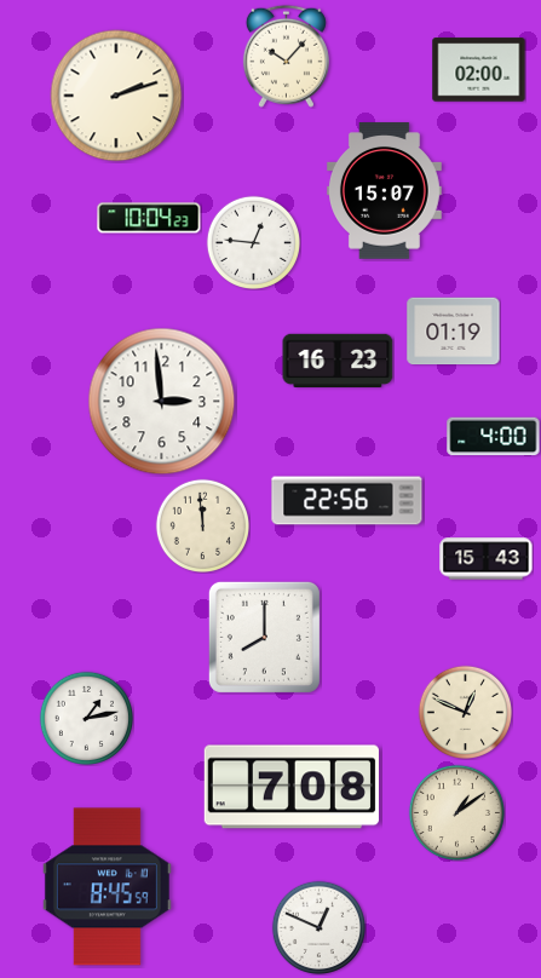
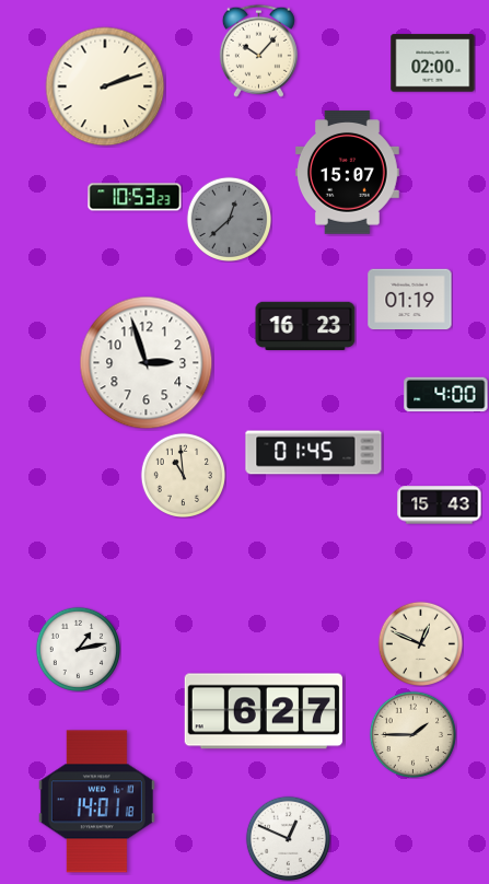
clock at (149, 218): 10:04 -> 10:53
clock at (253, 242): 12:46 -> 12:38
clock at (253, 242) dial: white -> grey
clock at (162, 402): 2:59 -> 2:57
clock at (347, 501): 22:56 -> 01:45
clock at (202, 525): 11:59 -> 10:59
clock at (264, 637): 8:00 -> none
clock at (292, 787): 7:08 -> 6:27
clock at (456, 812): 1:09 -> 1:45
clock at (107, 887): 8:45 -> 14:01
